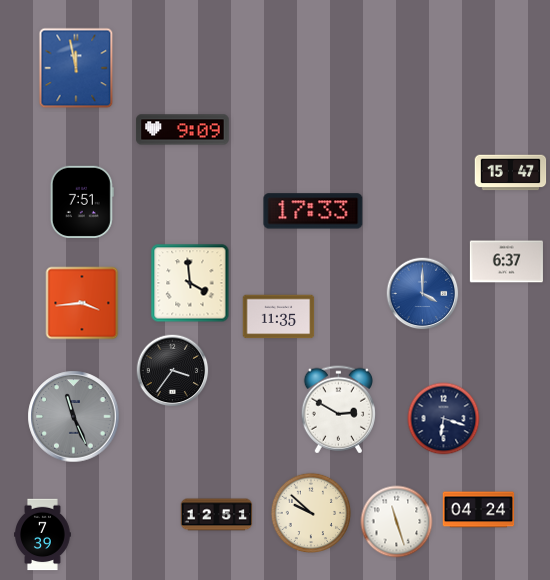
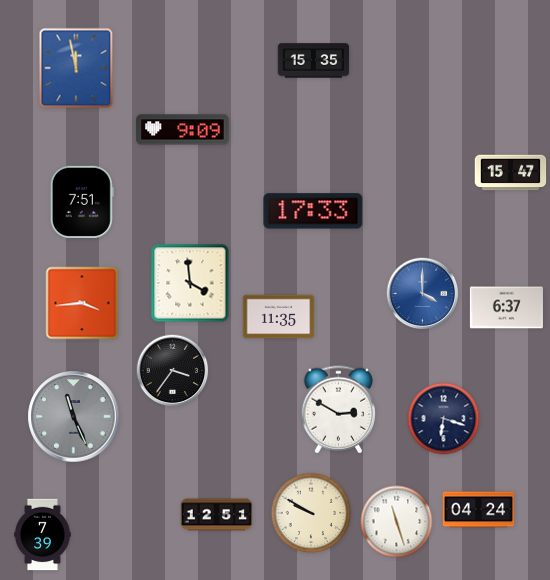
clock at (314, 61): none -> 15:35
clock at (506, 262) position: (506, 262) -> (506, 308)
clock at (311, 513): 9:52 -> 9:50
